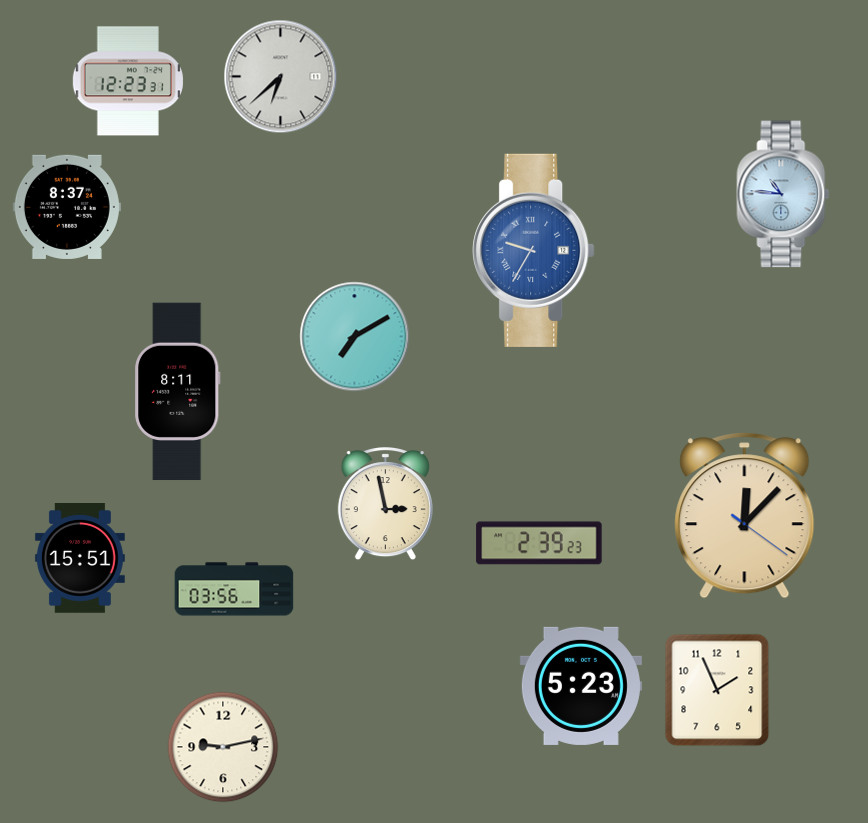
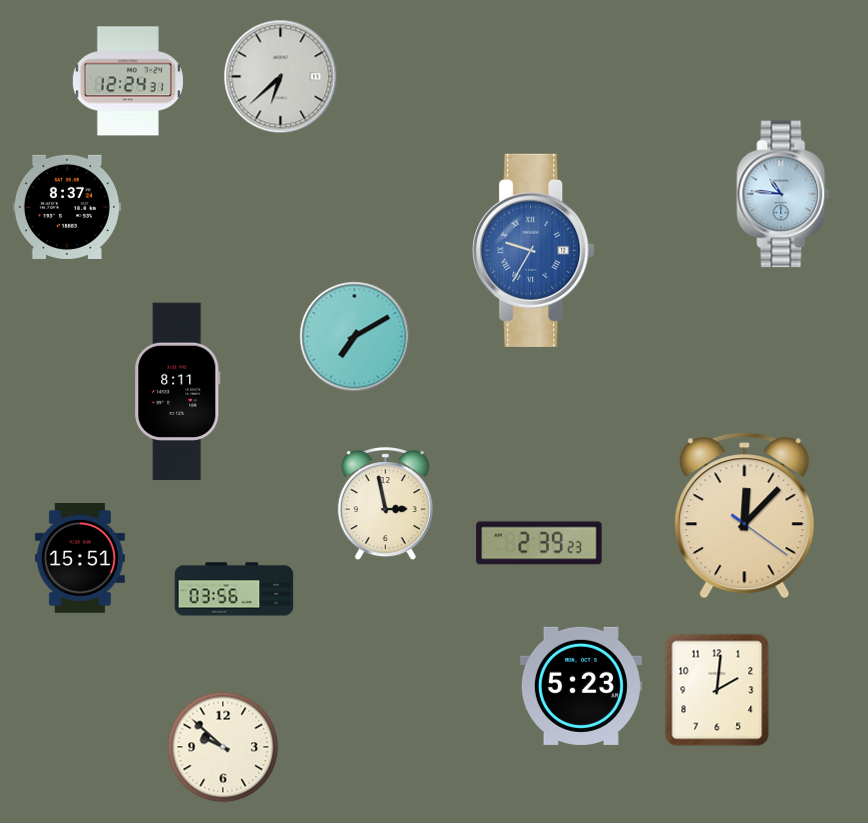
clock at (128, 81): 12:23 -> 12:24
clock at (717, 690): 1:56 -> 2:01
clock at (223, 747): 9:13 -> 9:52
